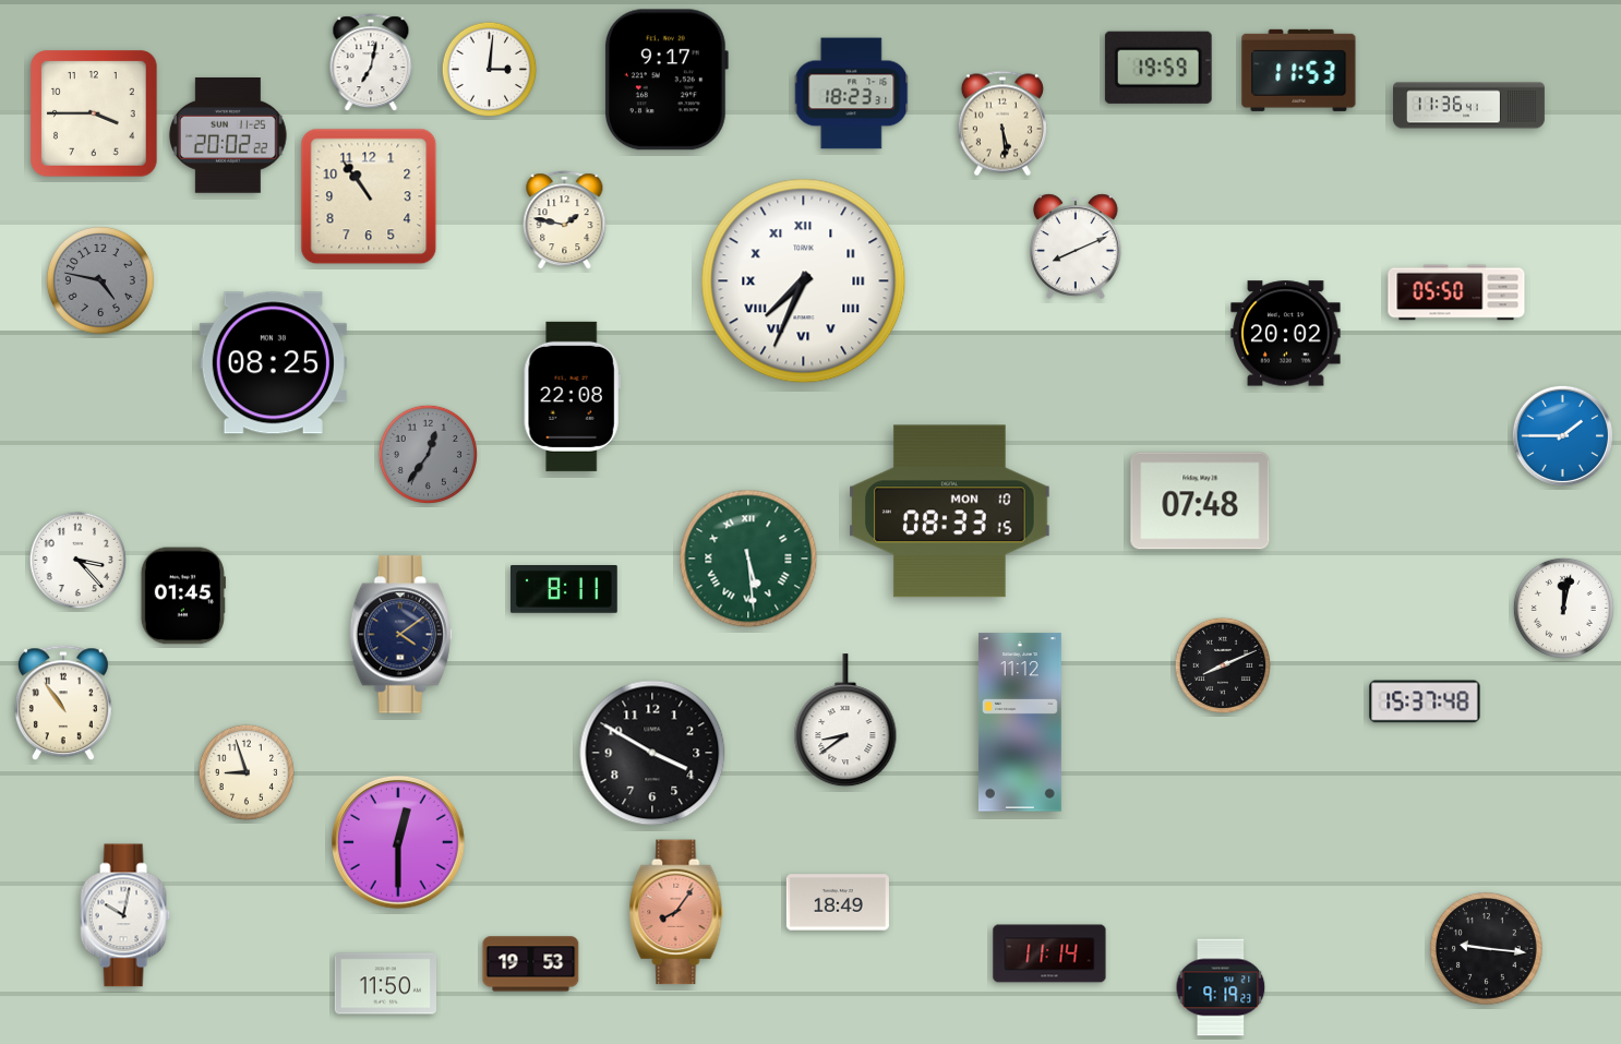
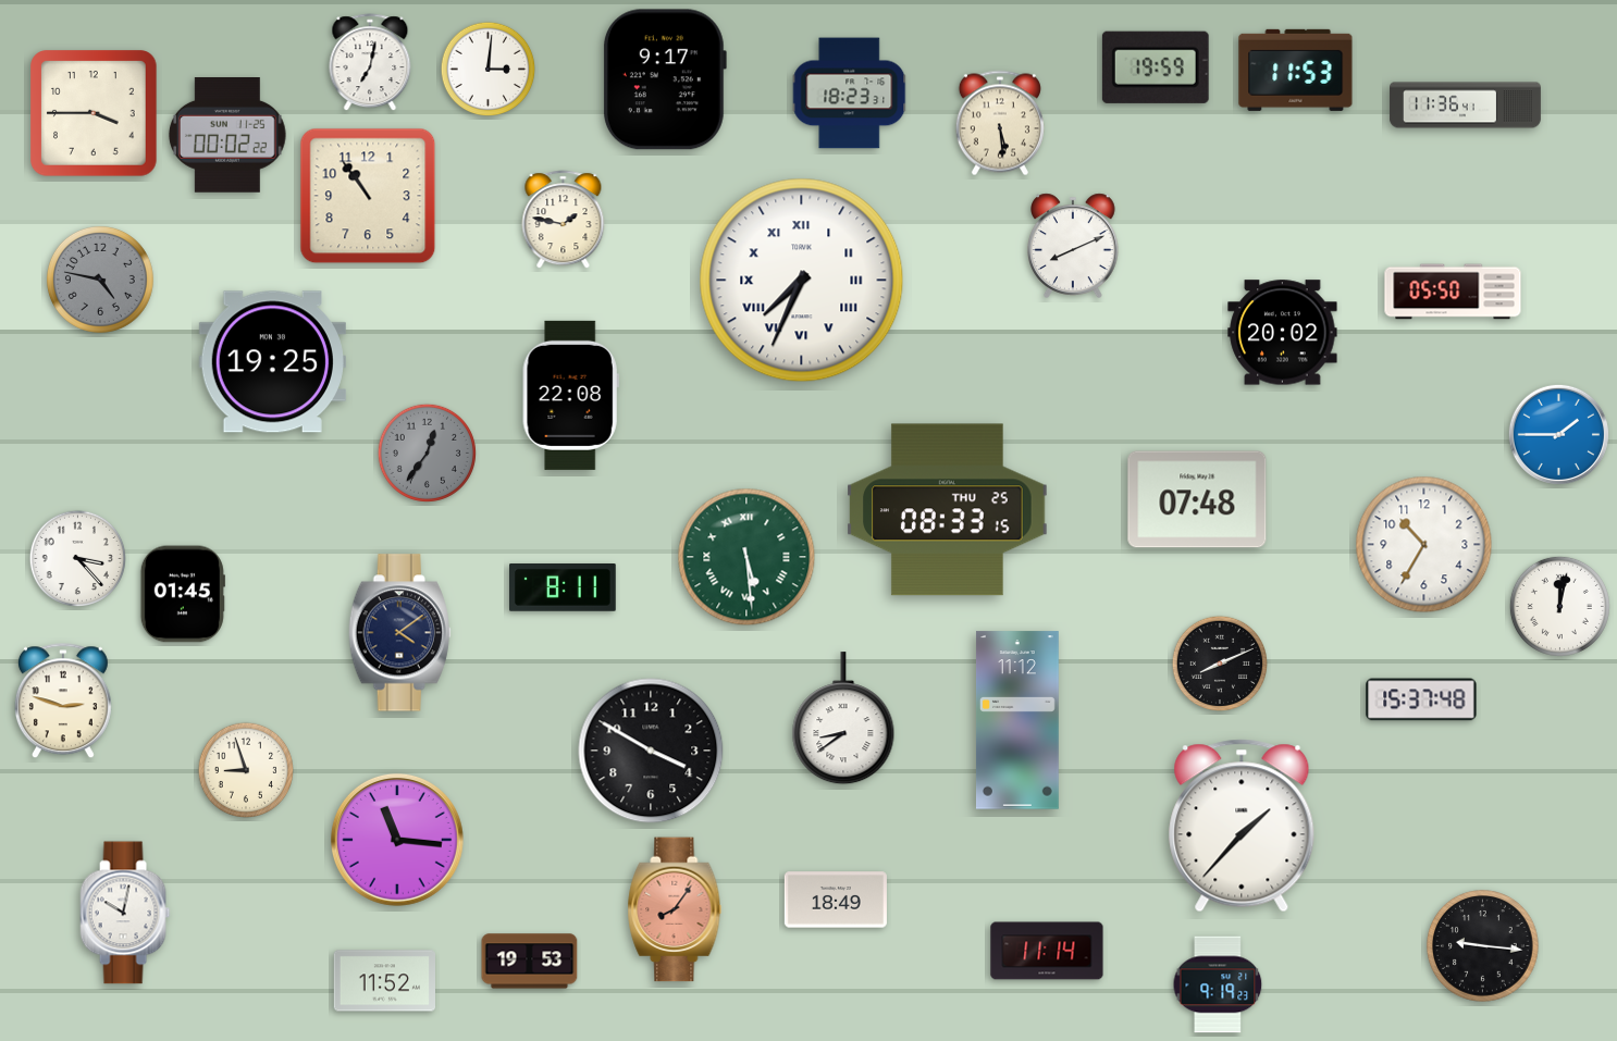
clock at (228, 136): 20:02 -> 00:02
clock at (273, 363): 08:25 -> 19:25
clock at (950, 512) date: MON 10 -> THU 25
clock at (1424, 545): none -> 10:35
clock at (63, 704): 10:54 -> 2:48
clock at (1242, 826): none -> 1:37
clock at (398, 842): 12:30 -> 11:16
clock at (385, 984): 11:50 -> 11:52
